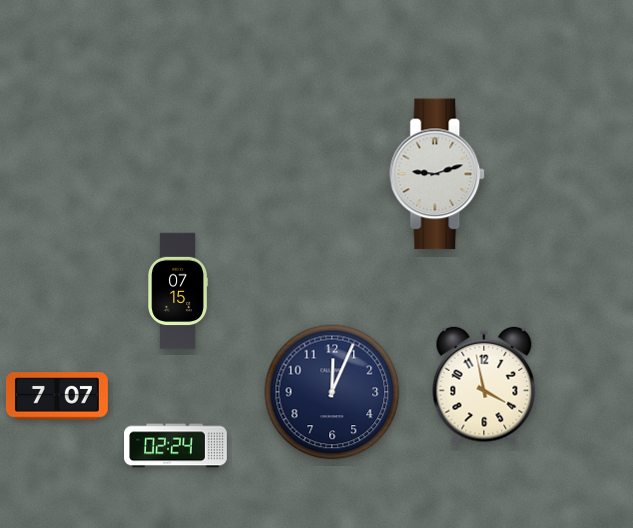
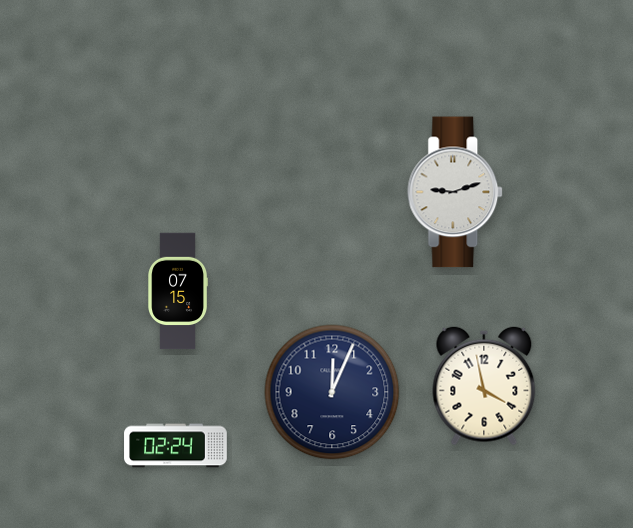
clock at (438, 174) position: (438, 174) -> (456, 192)
clock at (57, 396): 7:07 -> none
